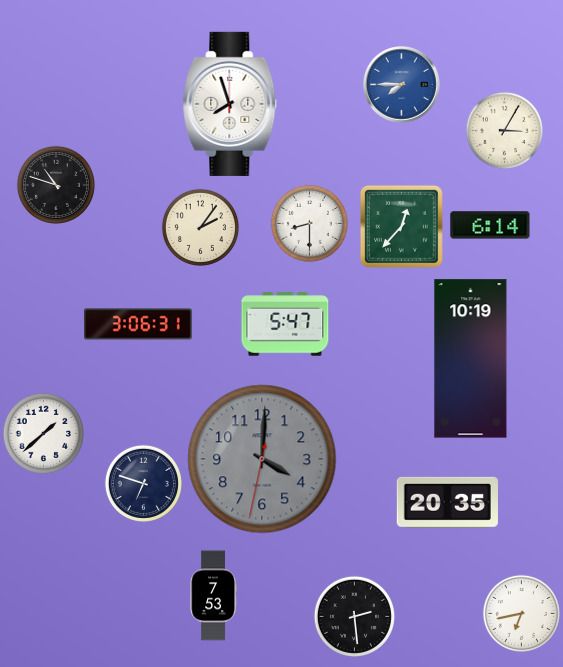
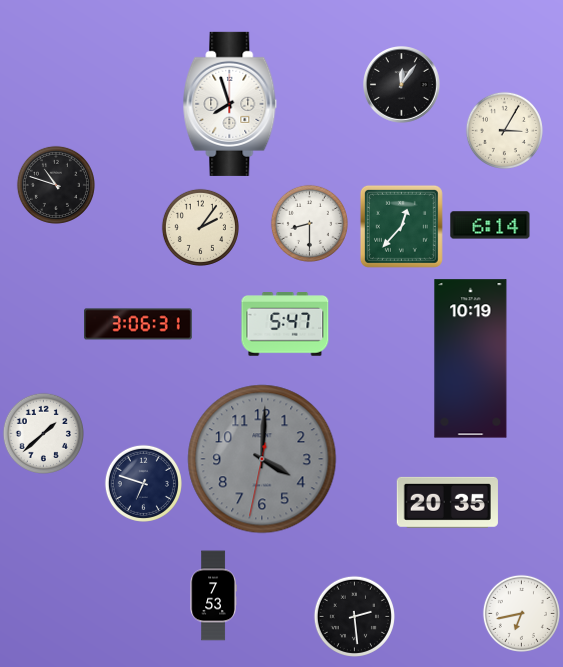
clock at (402, 85): 7:45 -> 12:06
clock at (402, 85) dial: blue -> black
